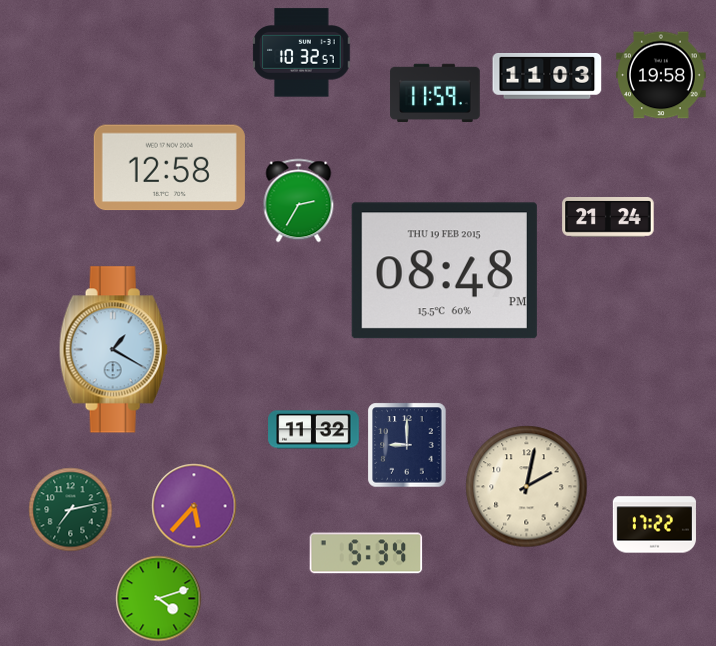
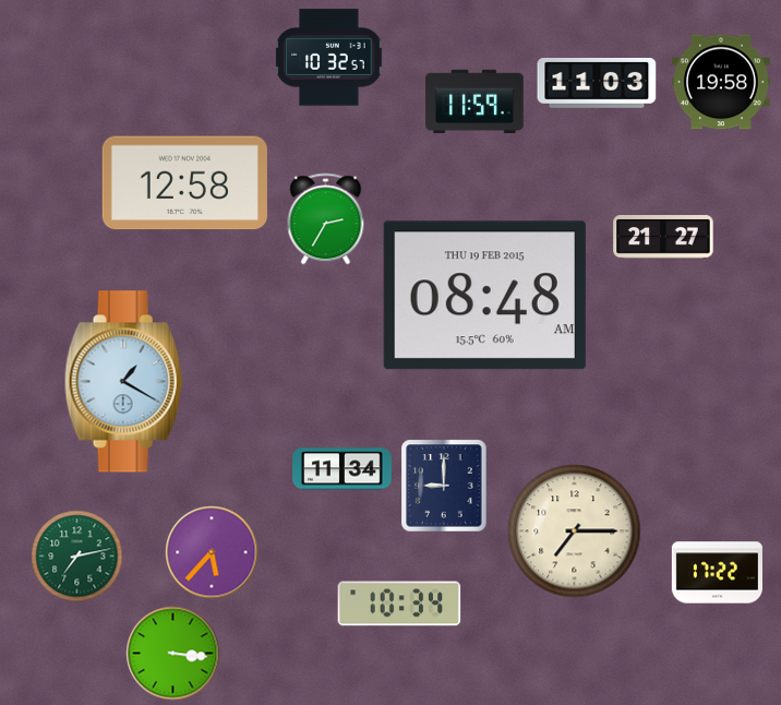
clock at (608, 218): 21:24 -> 21:27
clock at (444, 271): 08:48 PM -> 08:48 AM
clock at (314, 430): 11:32 -> 11:34
clock at (527, 487): 2:02 -> 7:15
clock at (654, 525) position: (654, 525) -> (717, 573)
clock at (366, 553): 5:34 -> 10:34
clock at (159, 599): 4:12 -> 3:16
